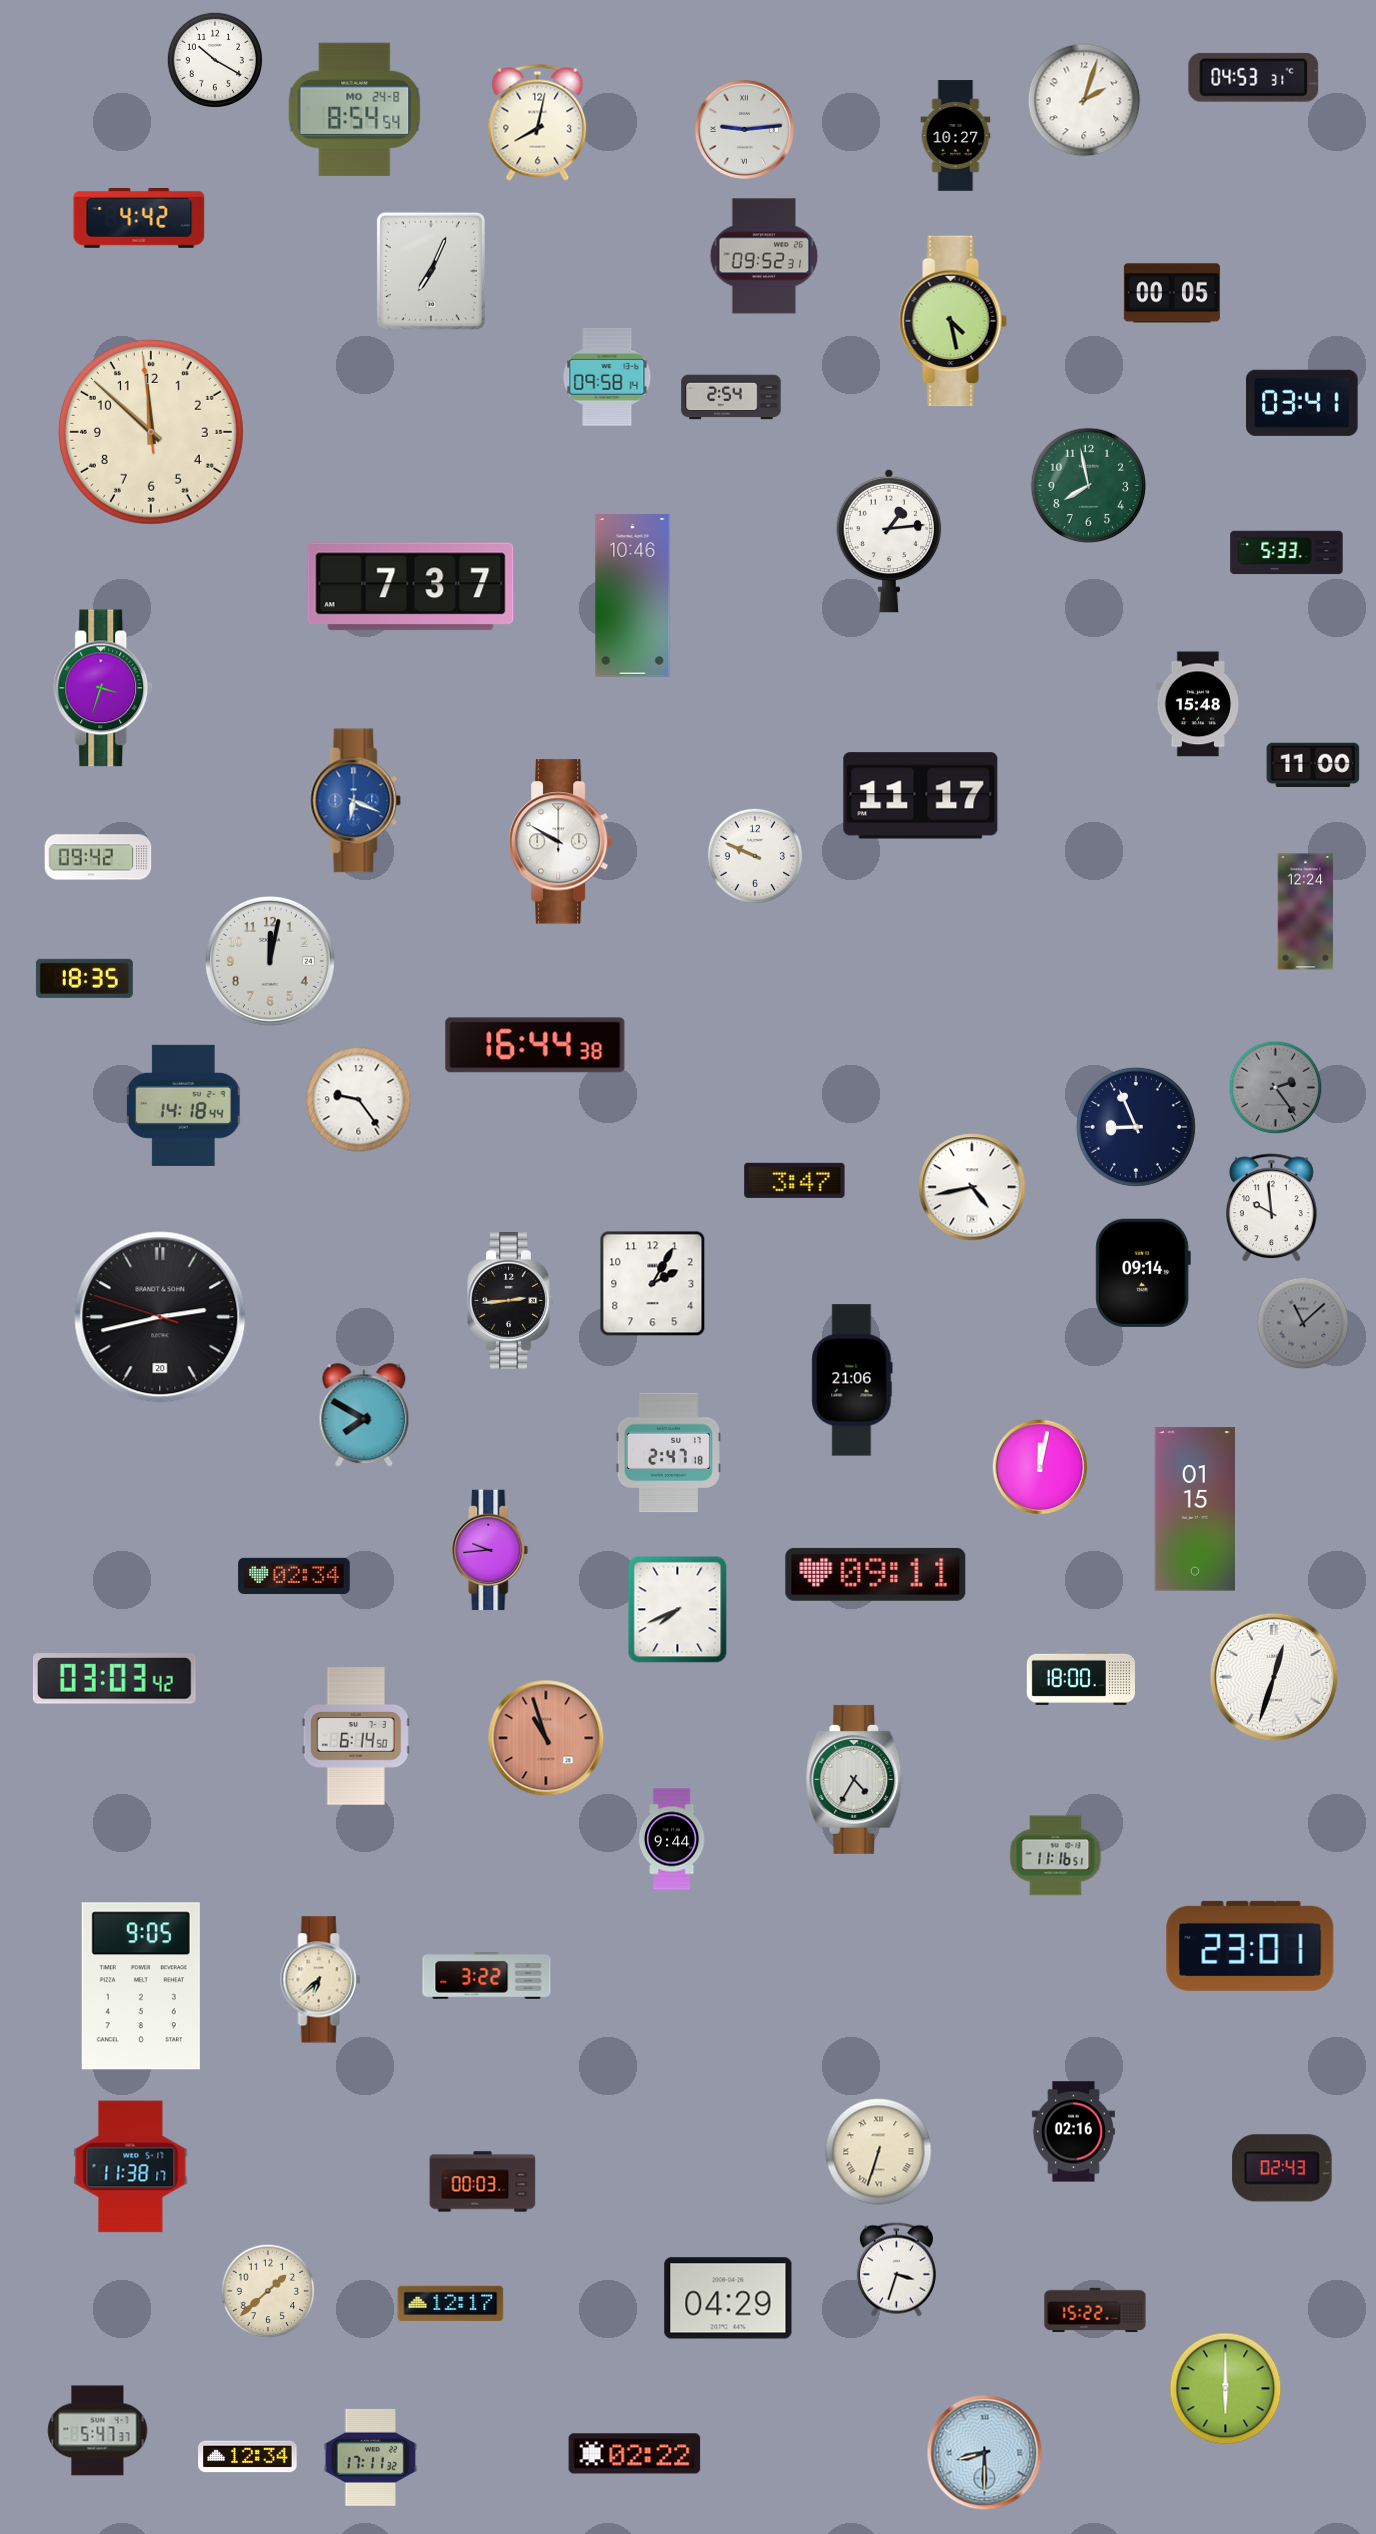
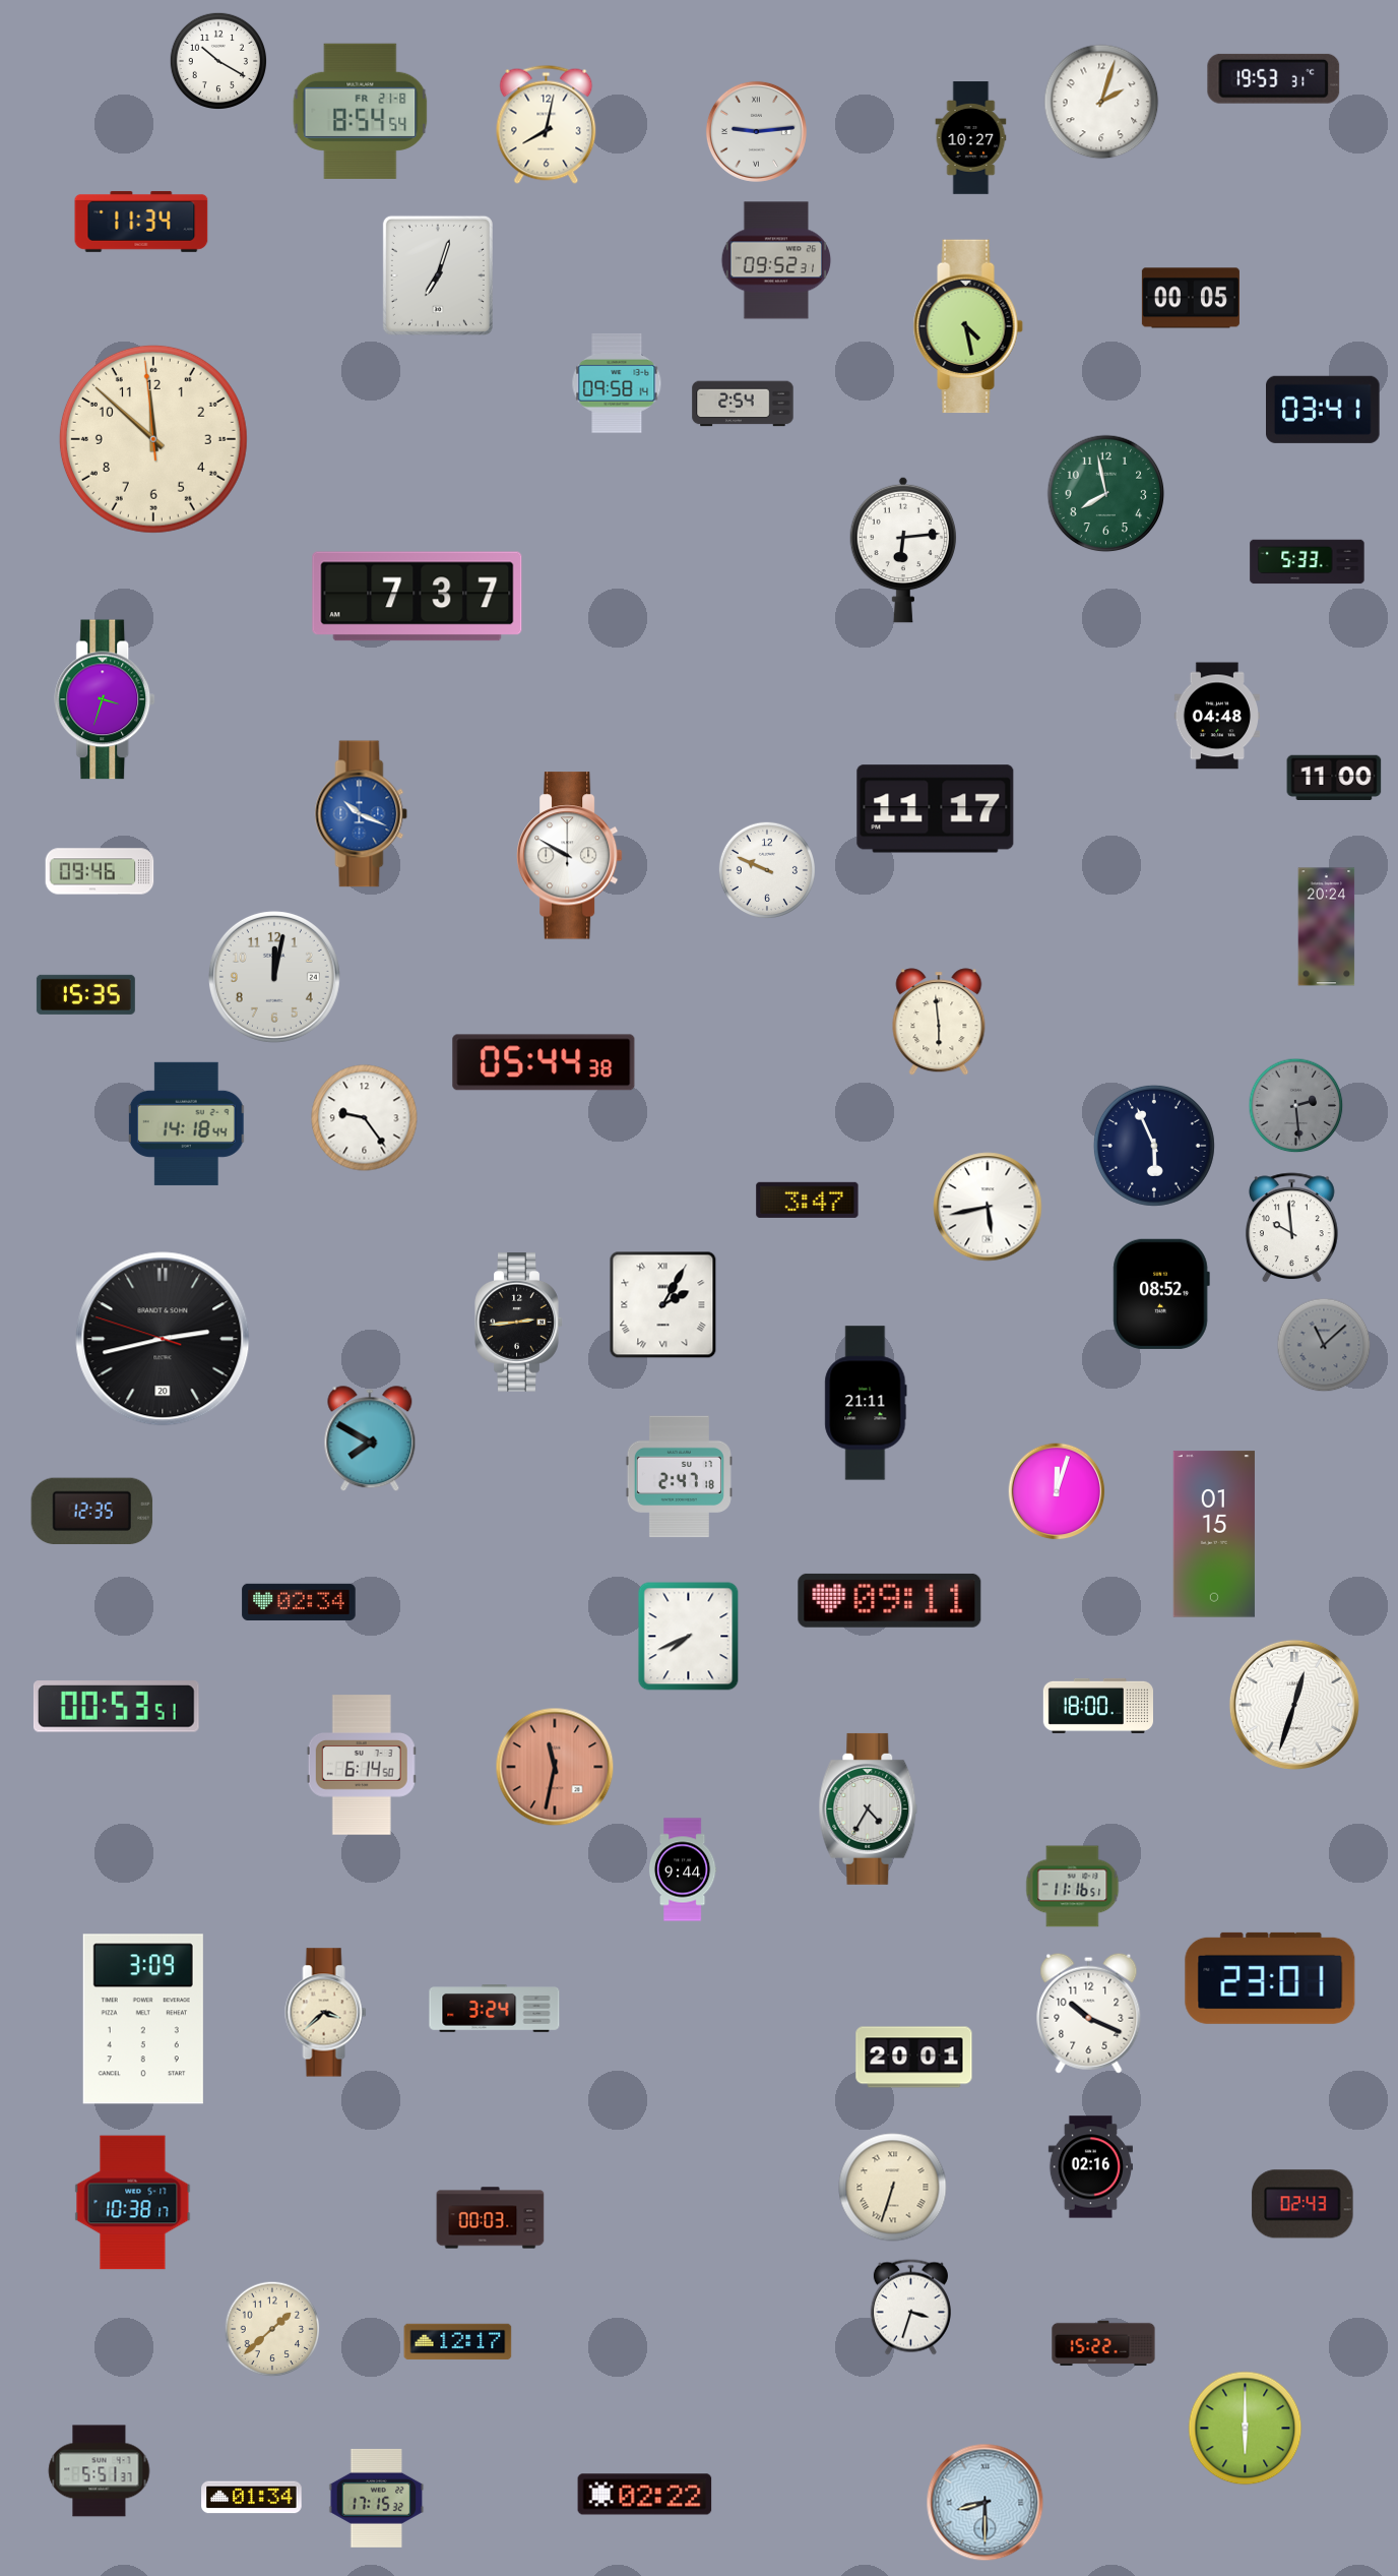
clock at (1254, 77): 04:53 -> 19:53
clock at (355, 109) date: MO 24-8 -> FR 21-8
clock at (139, 218): 4:42 -> 11:34
clock at (431, 271): 7:04 -> 7:03
clock at (889, 541): 1:14 -> 6:14
clock at (633, 596): 10:46 -> none
clock at (1197, 704): 15:48 -> 04:48
clock at (356, 801): 6:19 -> 10:19
clock at (98, 857): 09:42 -> 09:46
clock at (1306, 912): 12:24 -> 20:24
clock at (84, 978): 18:35 -> 15:35
clock at (939, 1022): none -> 5:59
clock at (535, 1045): 16:44 -> 05:44
clock at (1276, 1088): 2:24 -> 2:29
clock at (1136, 1127): 8:56 -> 5:56
clock at (972, 1187): 4:43 -> 5:43
clock at (1143, 1273): 09:14 -> 08:52
clock at (653, 1284) numerals: Arabic -> Roman
clock at (852, 1380): 21:06 -> 21:11
clock at (1040, 1467): 12:02 -> 12:03
clock at (92, 1511): none -> 12:35
clock at (490, 1550): 9:44 -> none
clock at (114, 1679): 03:03 -> 00:53
clock at (546, 1738): 10:57 -> 11:32
clock at (487, 1976): 3:22 -> 3:24
clock at (321, 1980): 6:38 -> 3:38
clock at (1089, 2013): none -> 10:19
clock at (141, 1986): 9:05 -> 3:09
clock at (914, 2058): none -> 20:01
clock at (131, 2167): 11:38 -> 10:38
clock at (728, 2298): 04:29 -> none
clock at (1095, 2310) position: (1095, 2310) -> (1103, 2343)
clock at (98, 2431): 5:47 -> 5:51
clock at (985, 2453) position: (985, 2453) -> (986, 2503)
clock at (248, 2457): 12:34 -> 01:34
clock at (371, 2457): 17:11 -> 17:15
